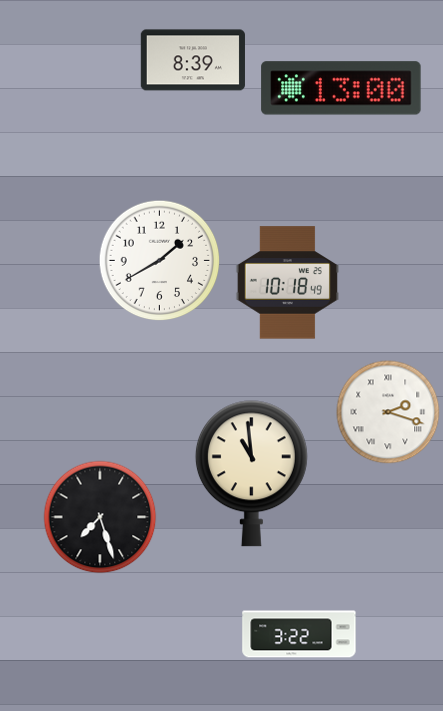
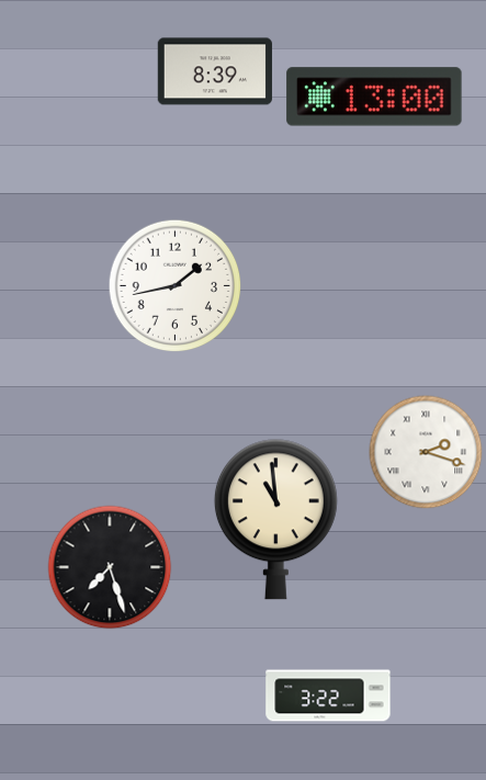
clock at (192, 60) position: (192, 60) -> (214, 71)
clock at (160, 261): 1:40 -> 1:43
clock at (287, 283): 10:18 -> none
